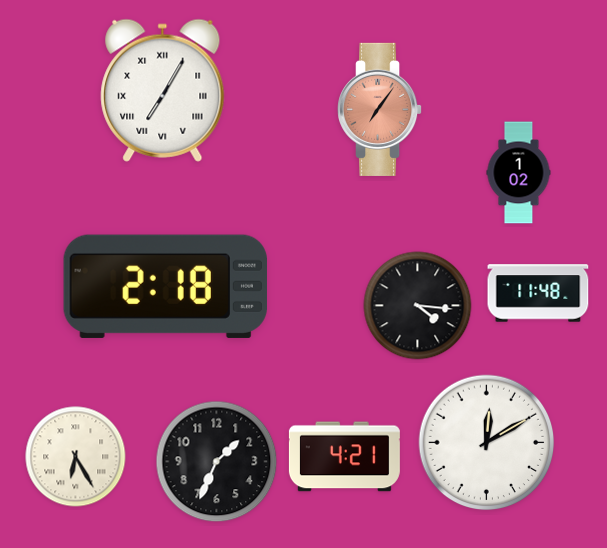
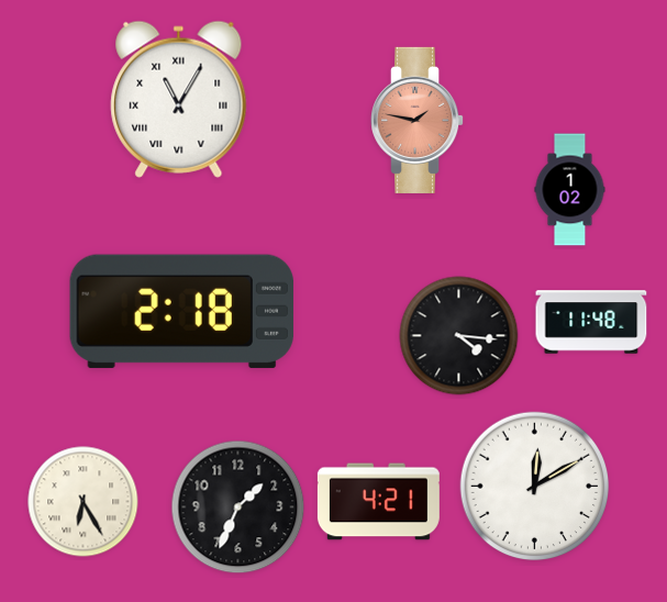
clock at (163, 90): 7:05 -> 11:05
clock at (381, 109): 7:06 -> 1:47
clock at (165, 286) position: (165, 286) -> (181, 311)
